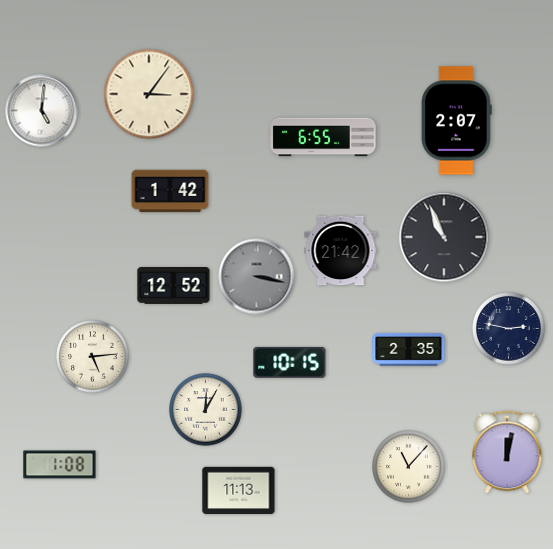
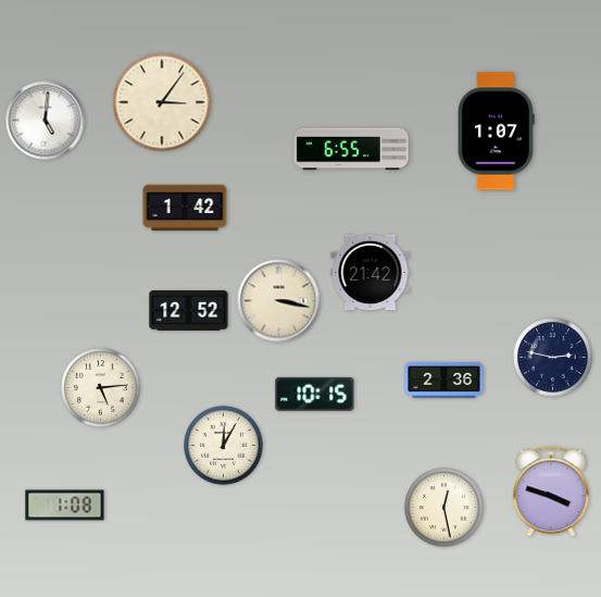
clock at (457, 121): 2:07 -> 1:07
clock at (444, 237): 10:56 -> none
clock at (257, 277) dial: grey -> cream
clock at (409, 349): 2:35 -> 2:36
clock at (507, 452): 12:02 -> 3:48
clock at (409, 467): 11:07 -> 12:28
clock at (239, 491): 11:13 -> none
